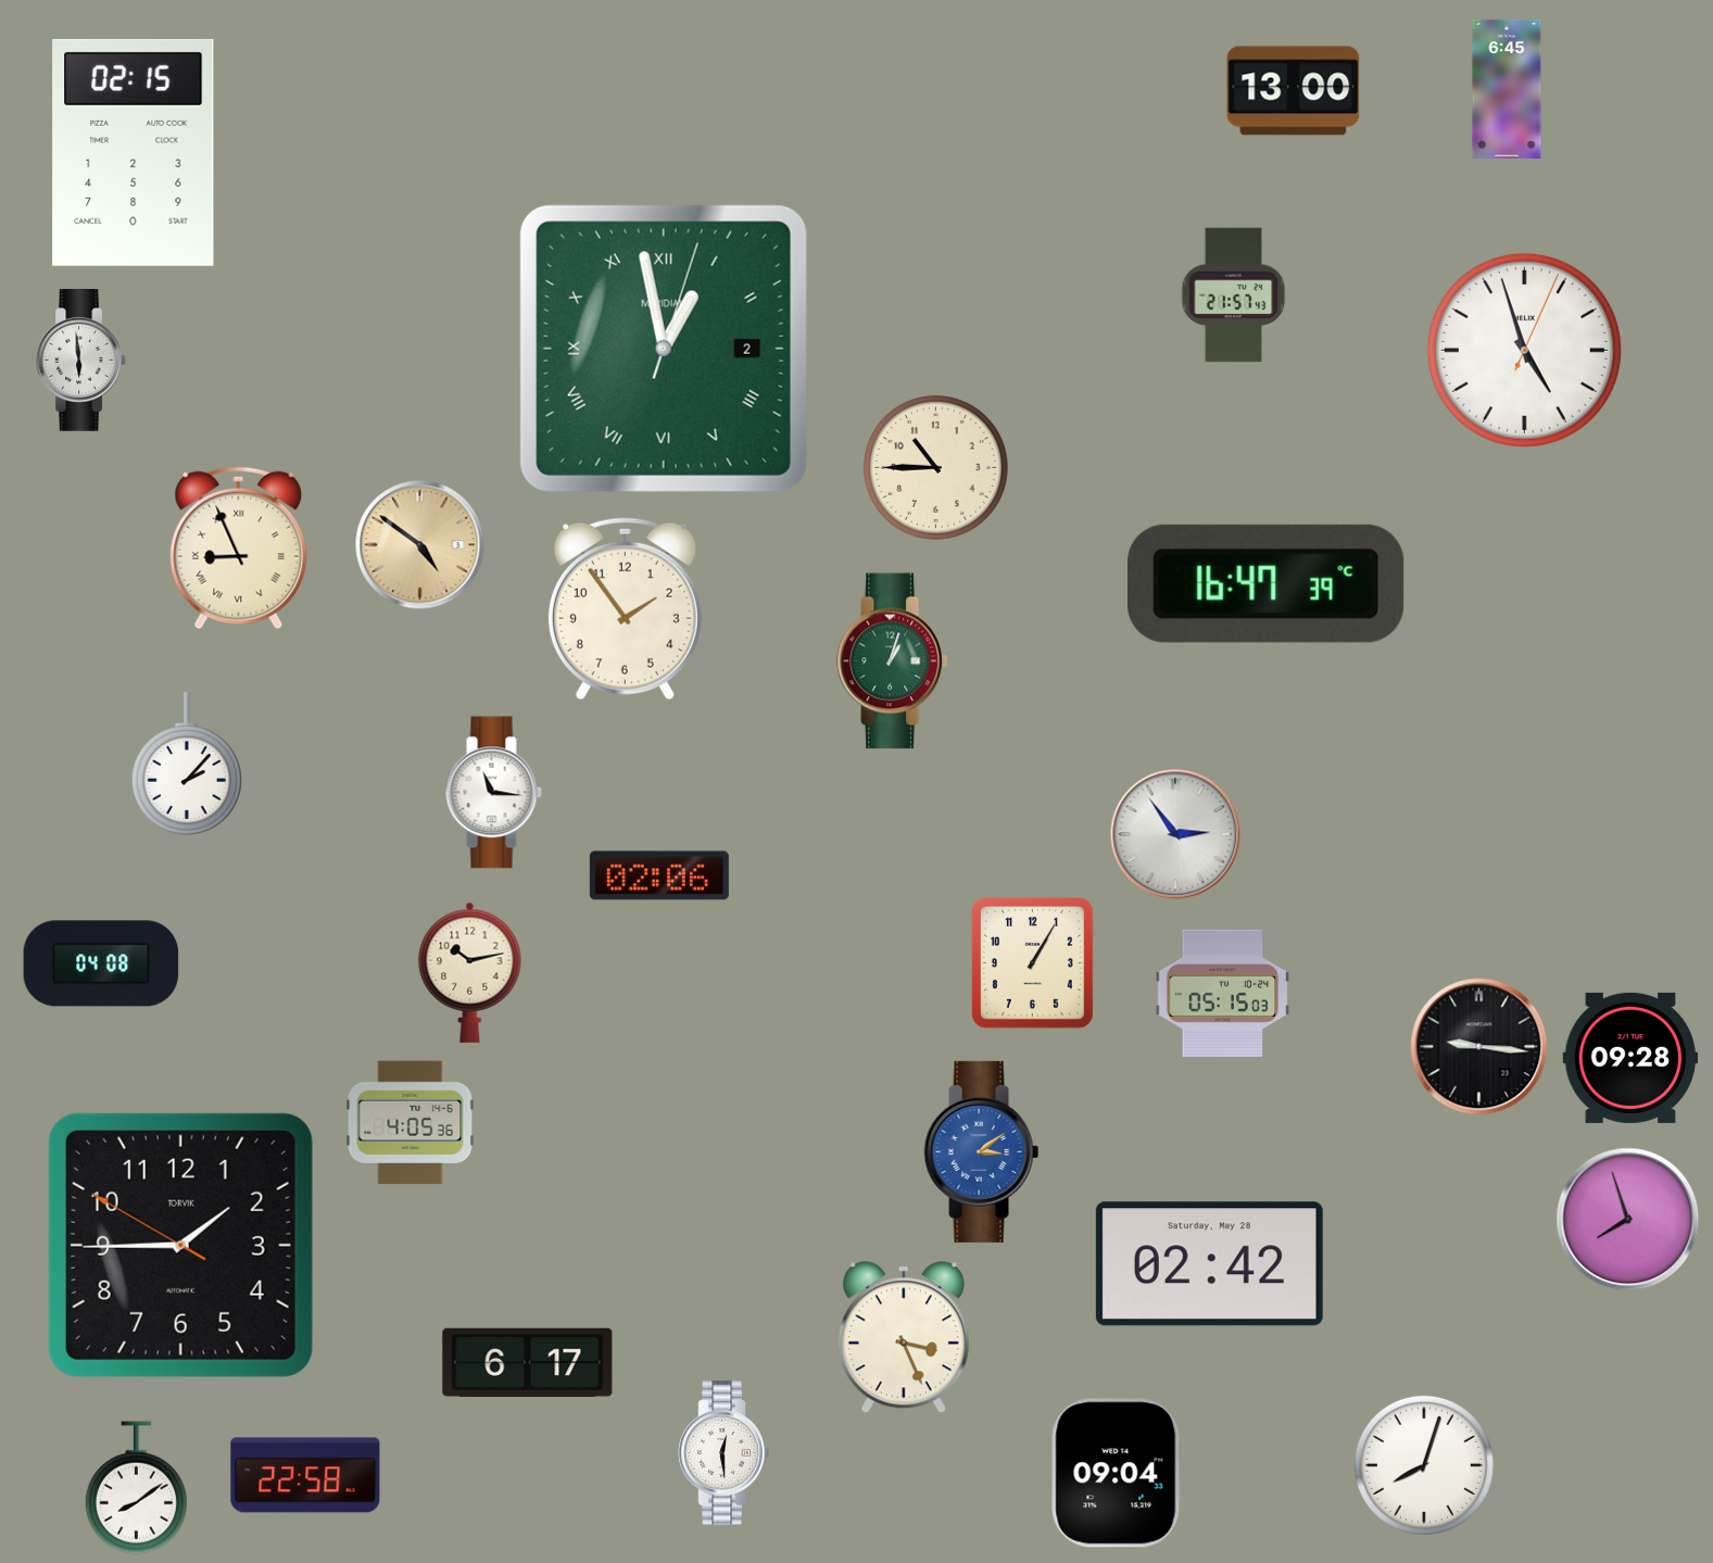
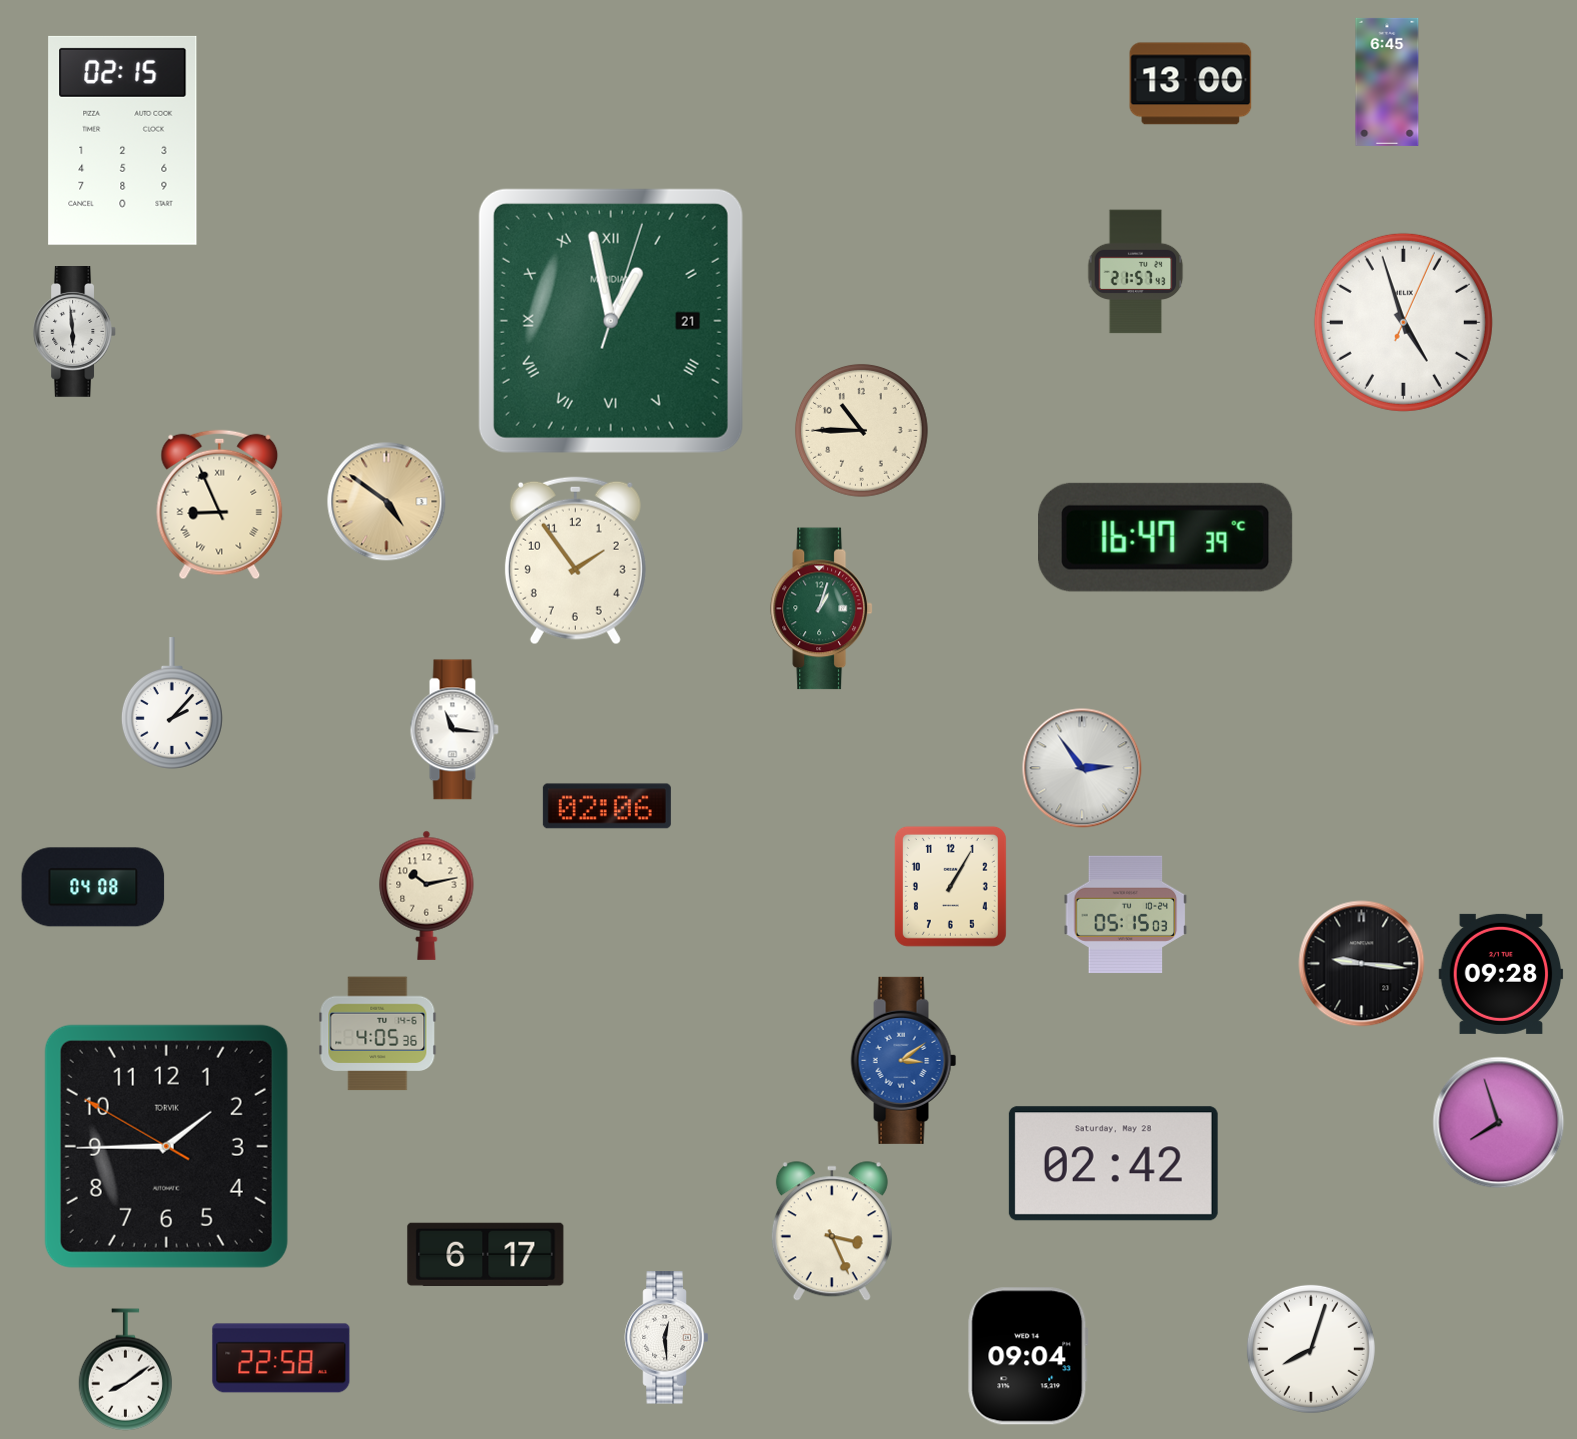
clock at (664, 349) date: 2 -> 21
clock at (470, 972) position: (470, 972) -> (427, 895)
